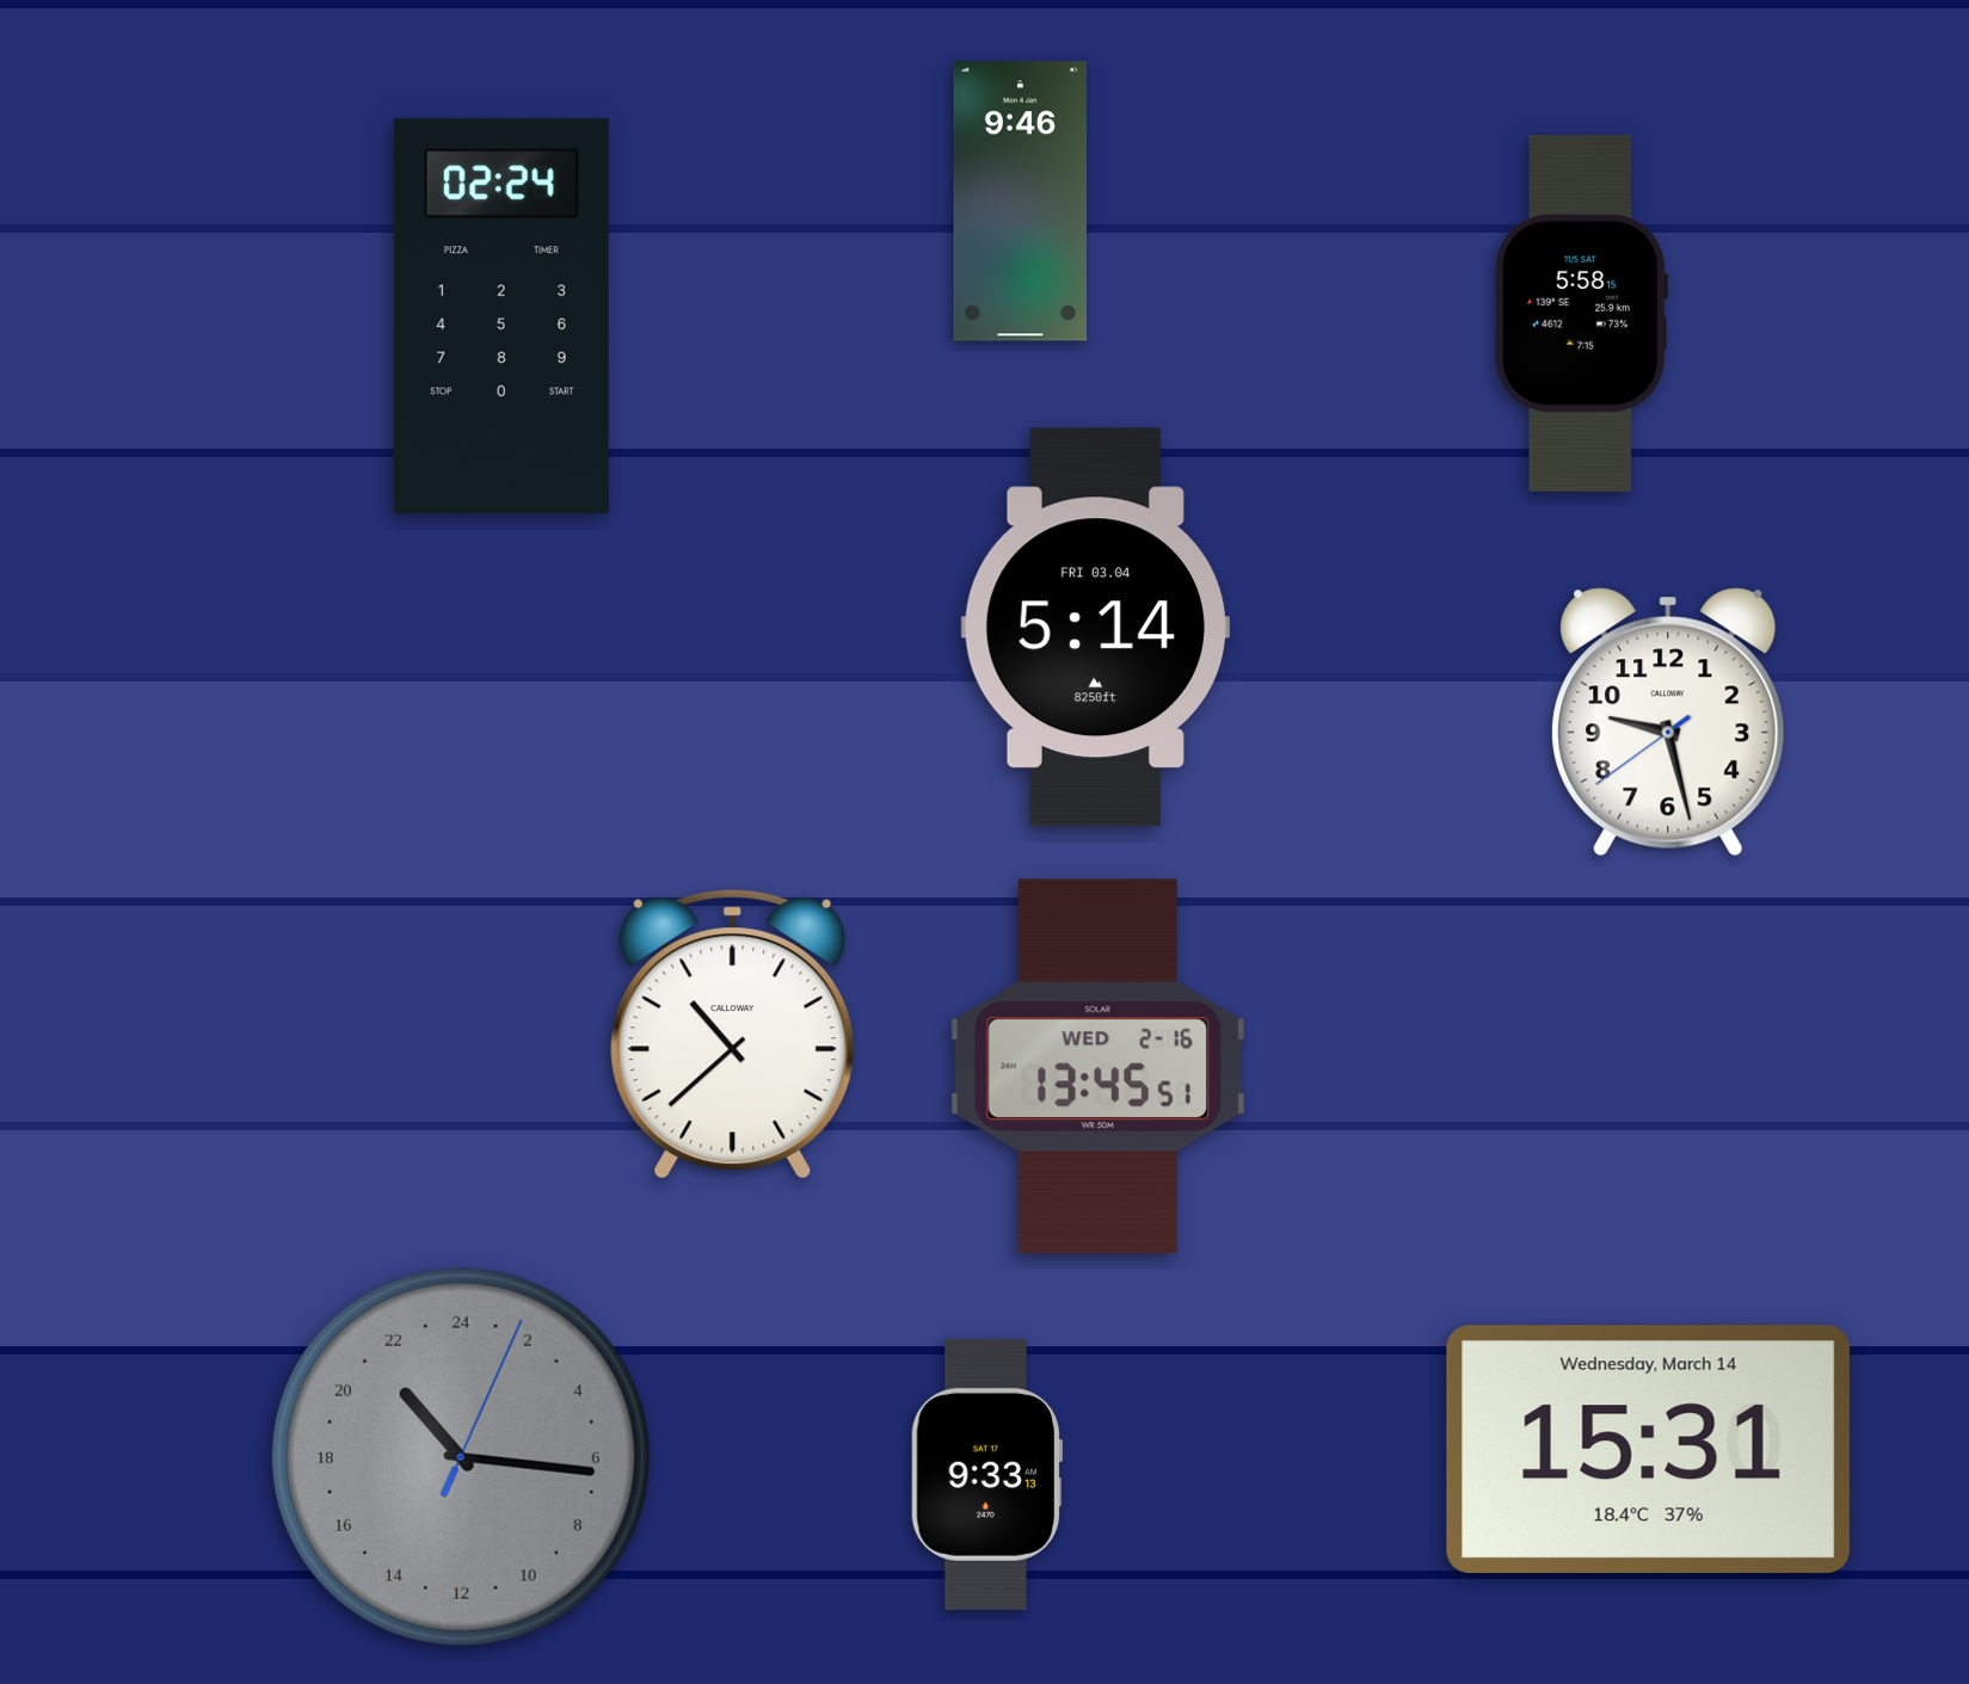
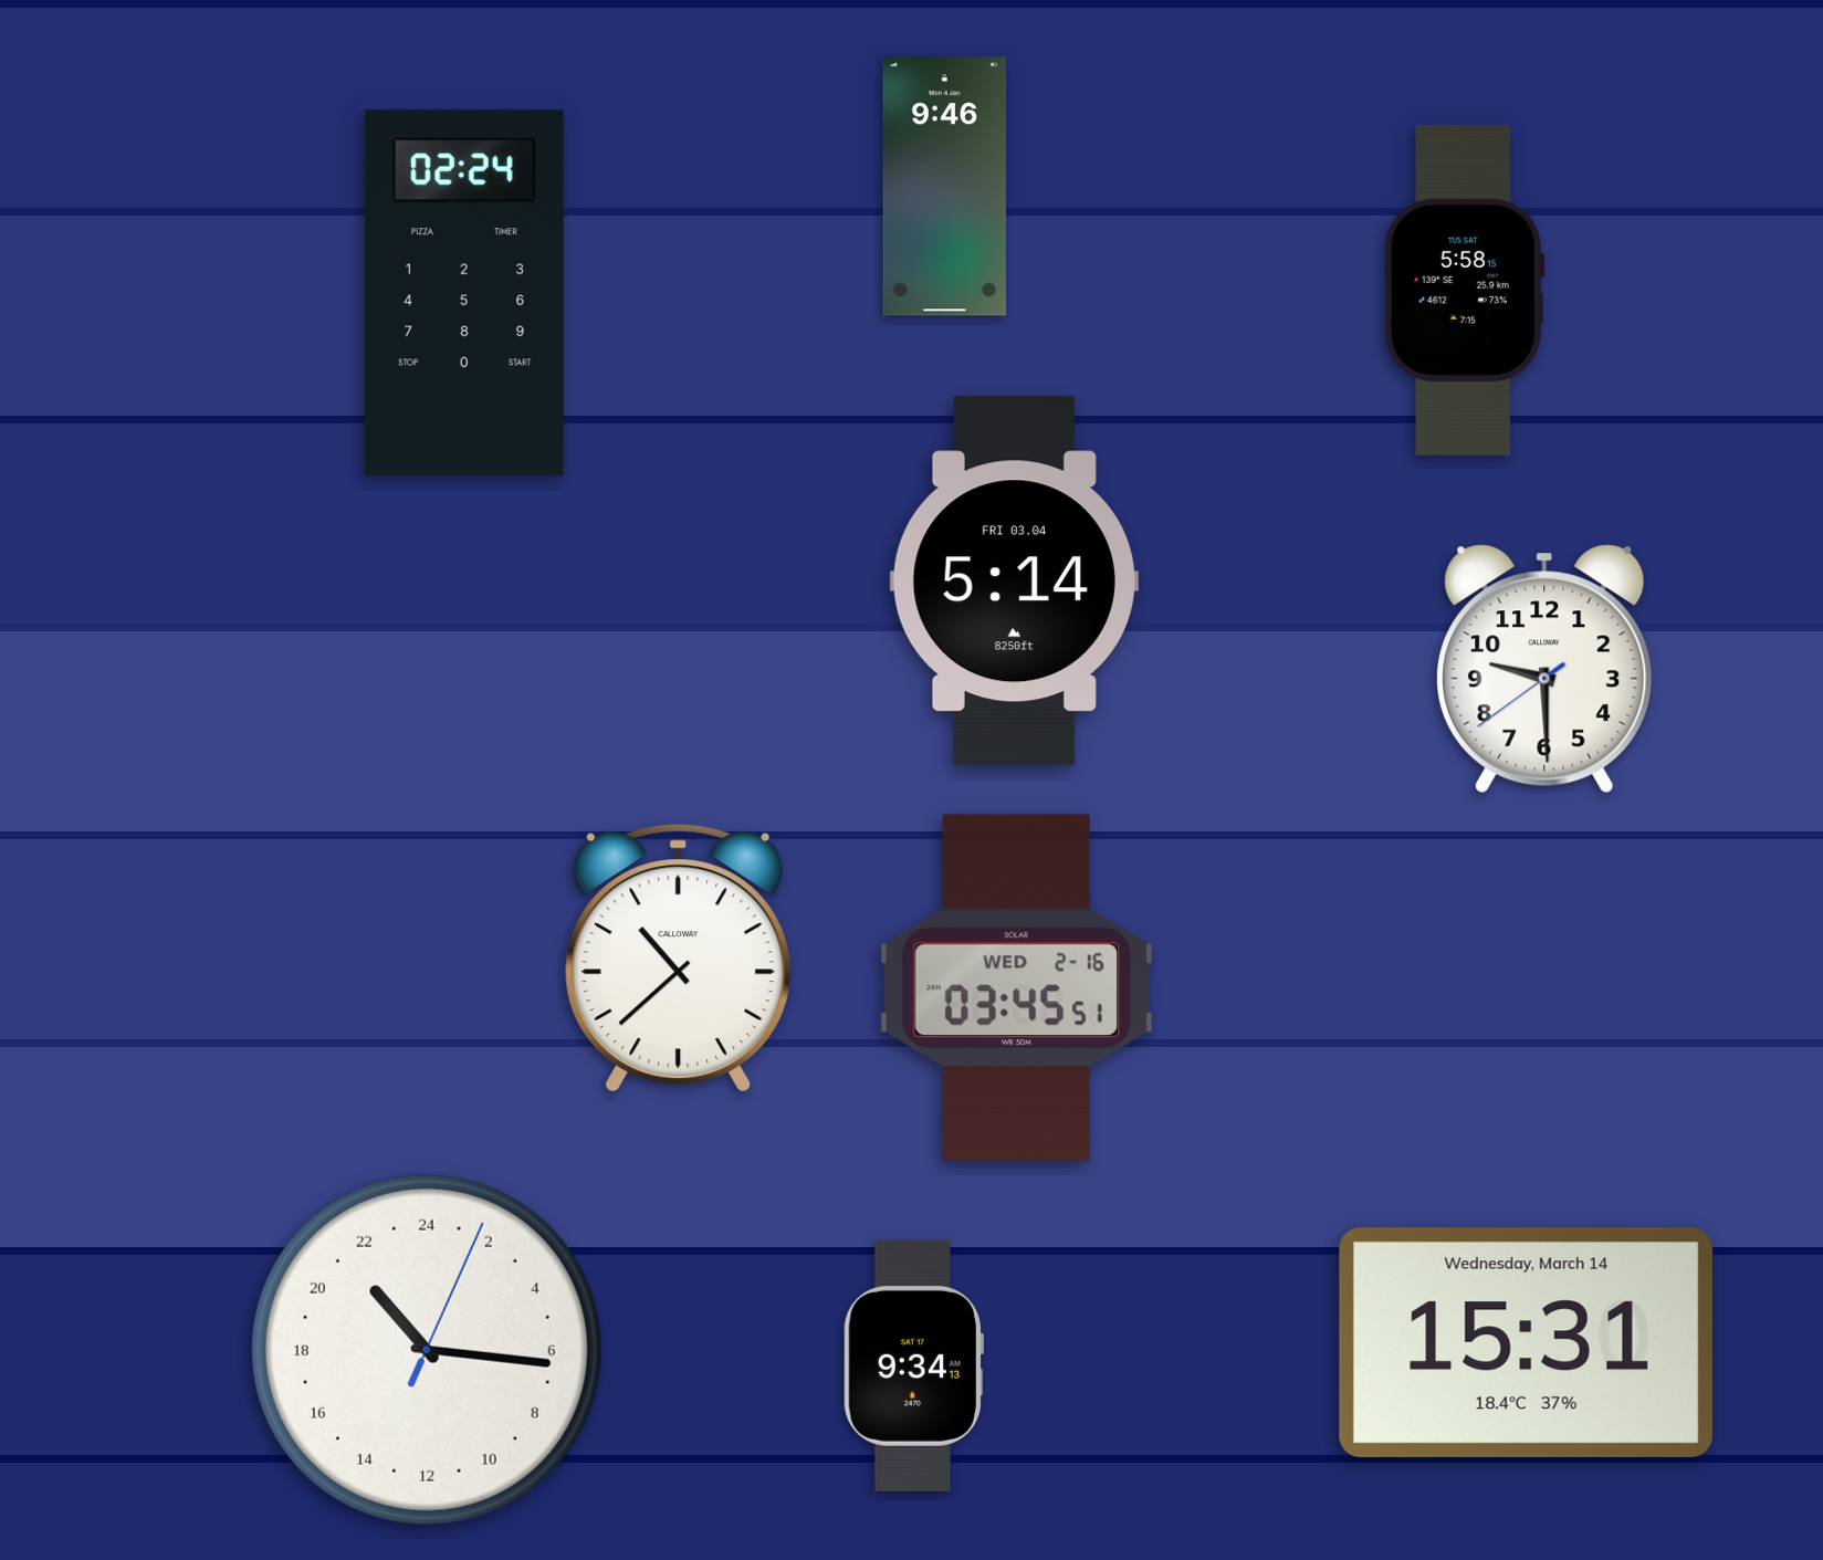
clock at (1668, 722): 9:27 -> 9:29
clock at (1097, 1066): 13:45 -> 03:45
clock at (461, 1457) dial: grey -> white
clock at (986, 1474): 9:33 -> 9:34
